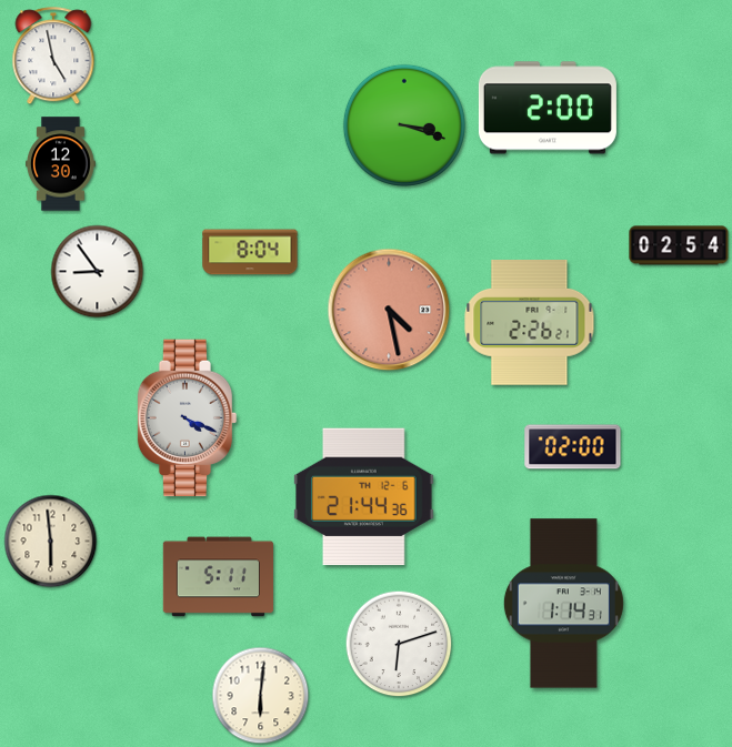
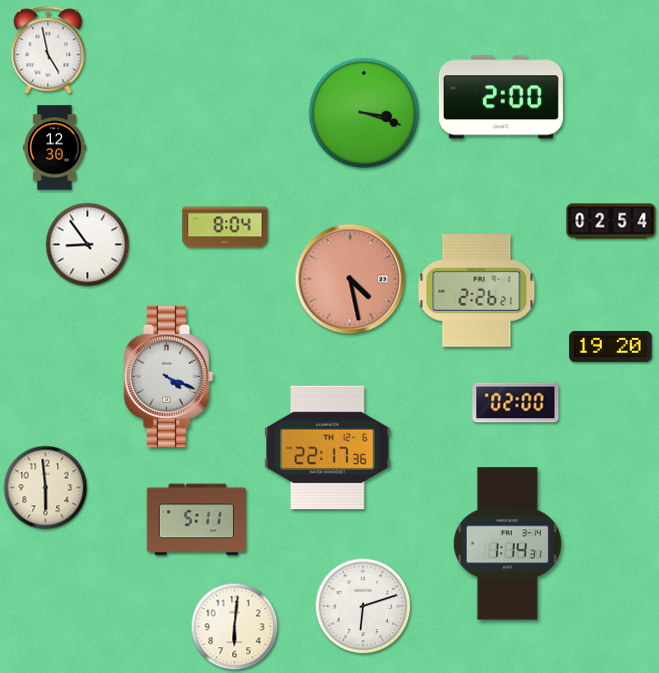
clock at (548, 108) position: (548, 108) -> (501, 97)
clock at (611, 346): none -> 19:20
clock at (364, 497): 21:44 -> 22:17
clock at (399, 644) position: (399, 644) -> (363, 606)
